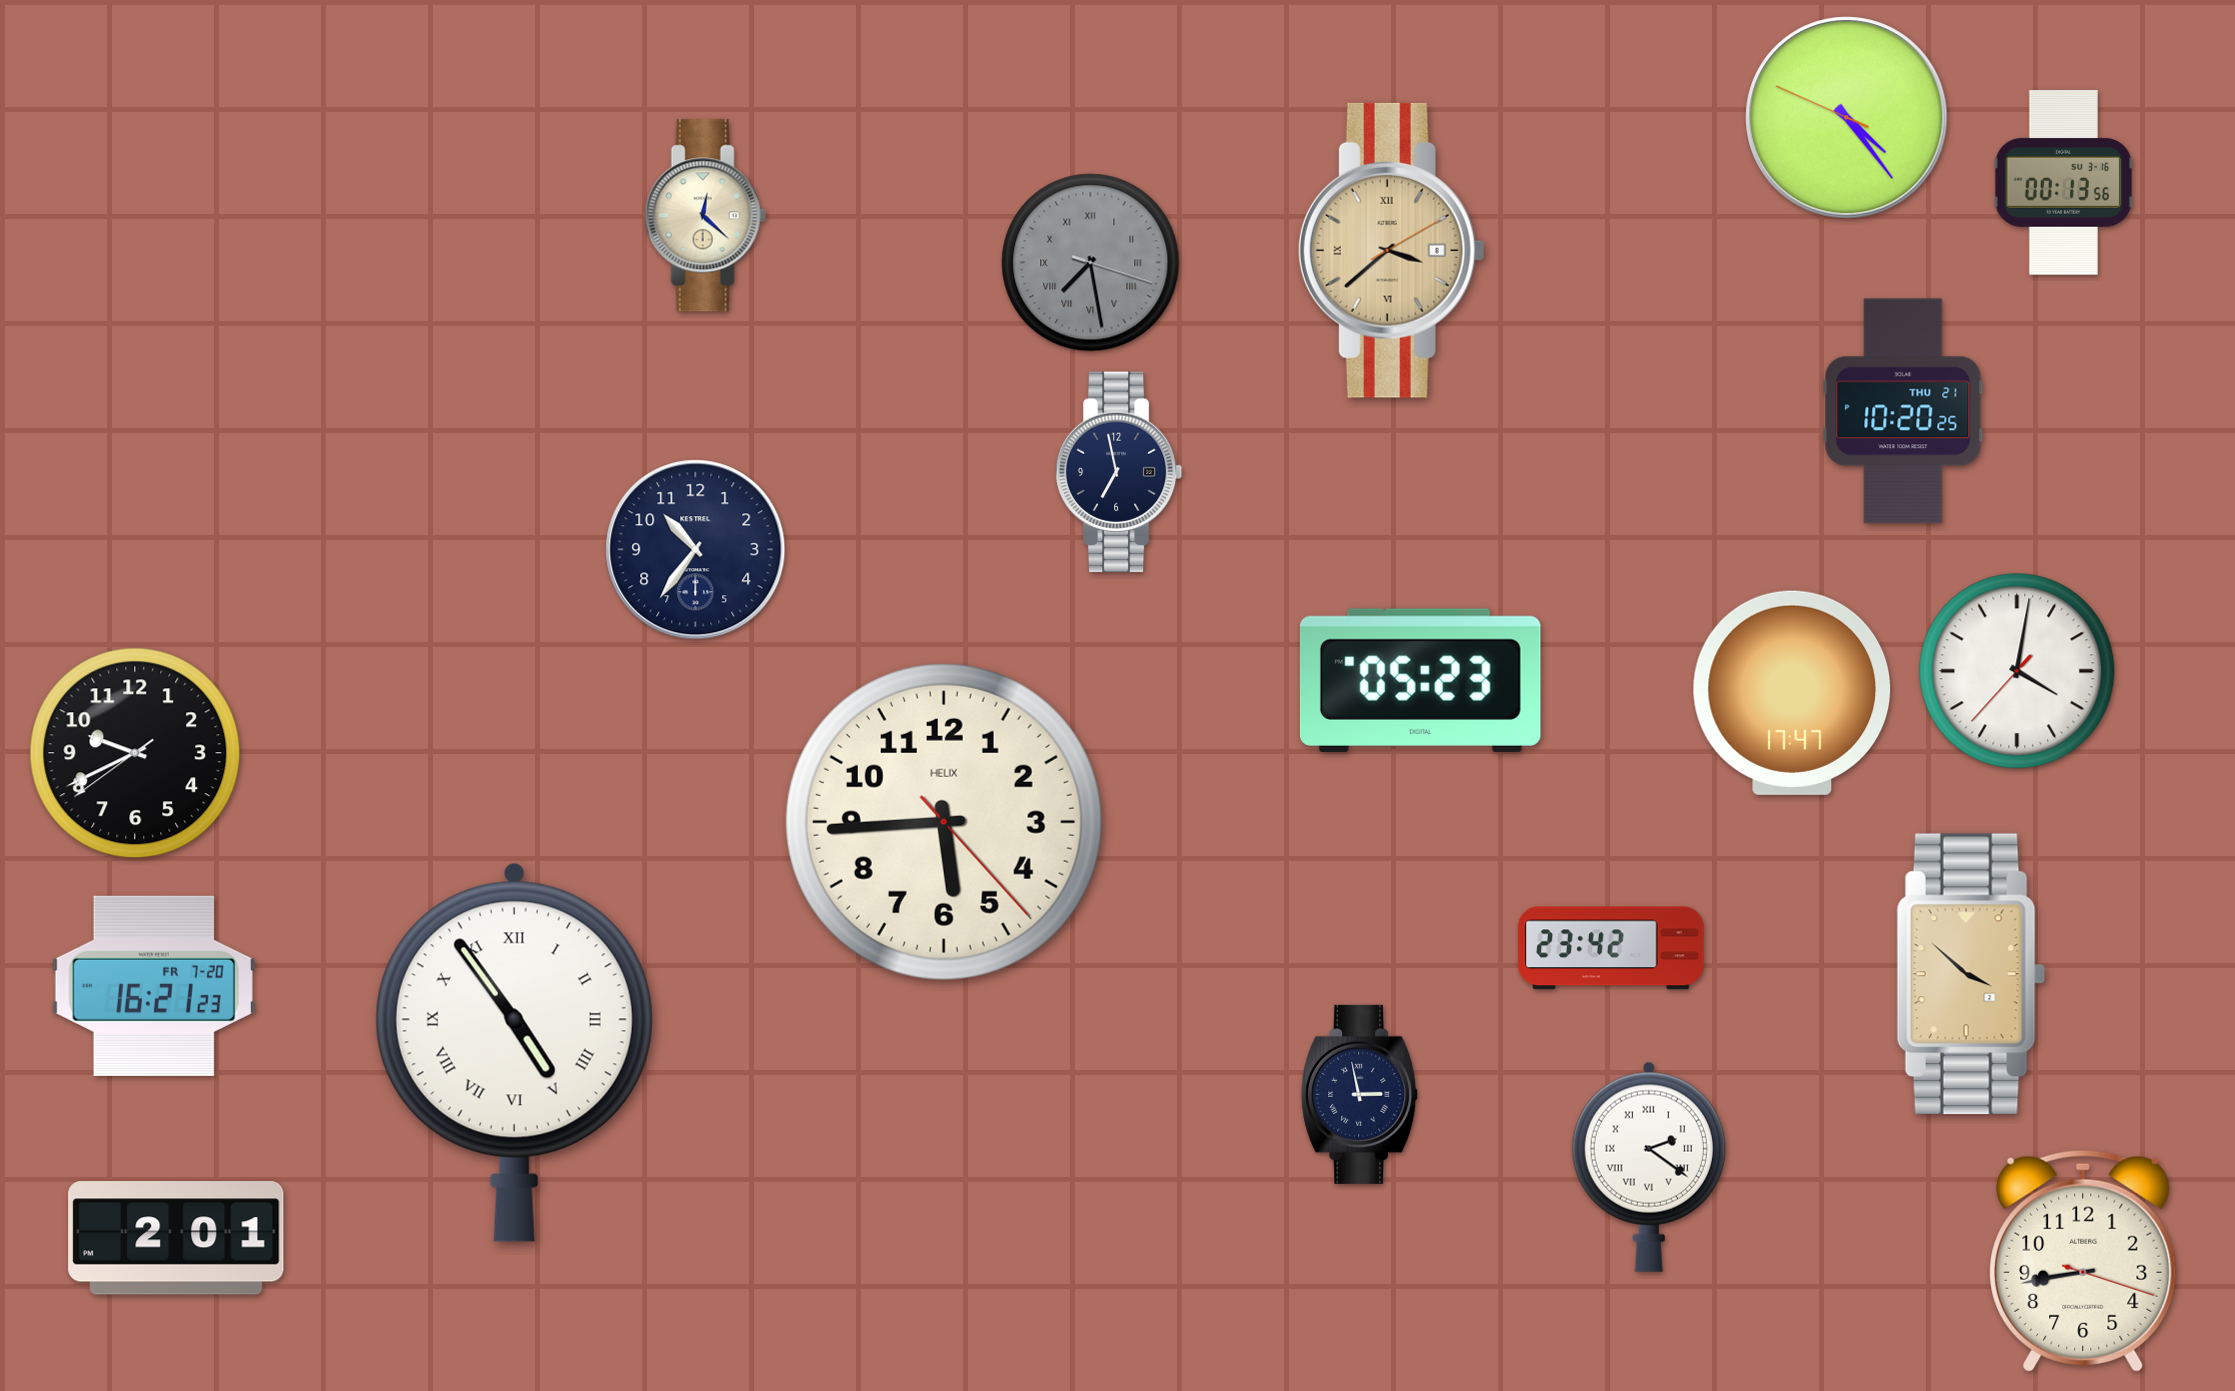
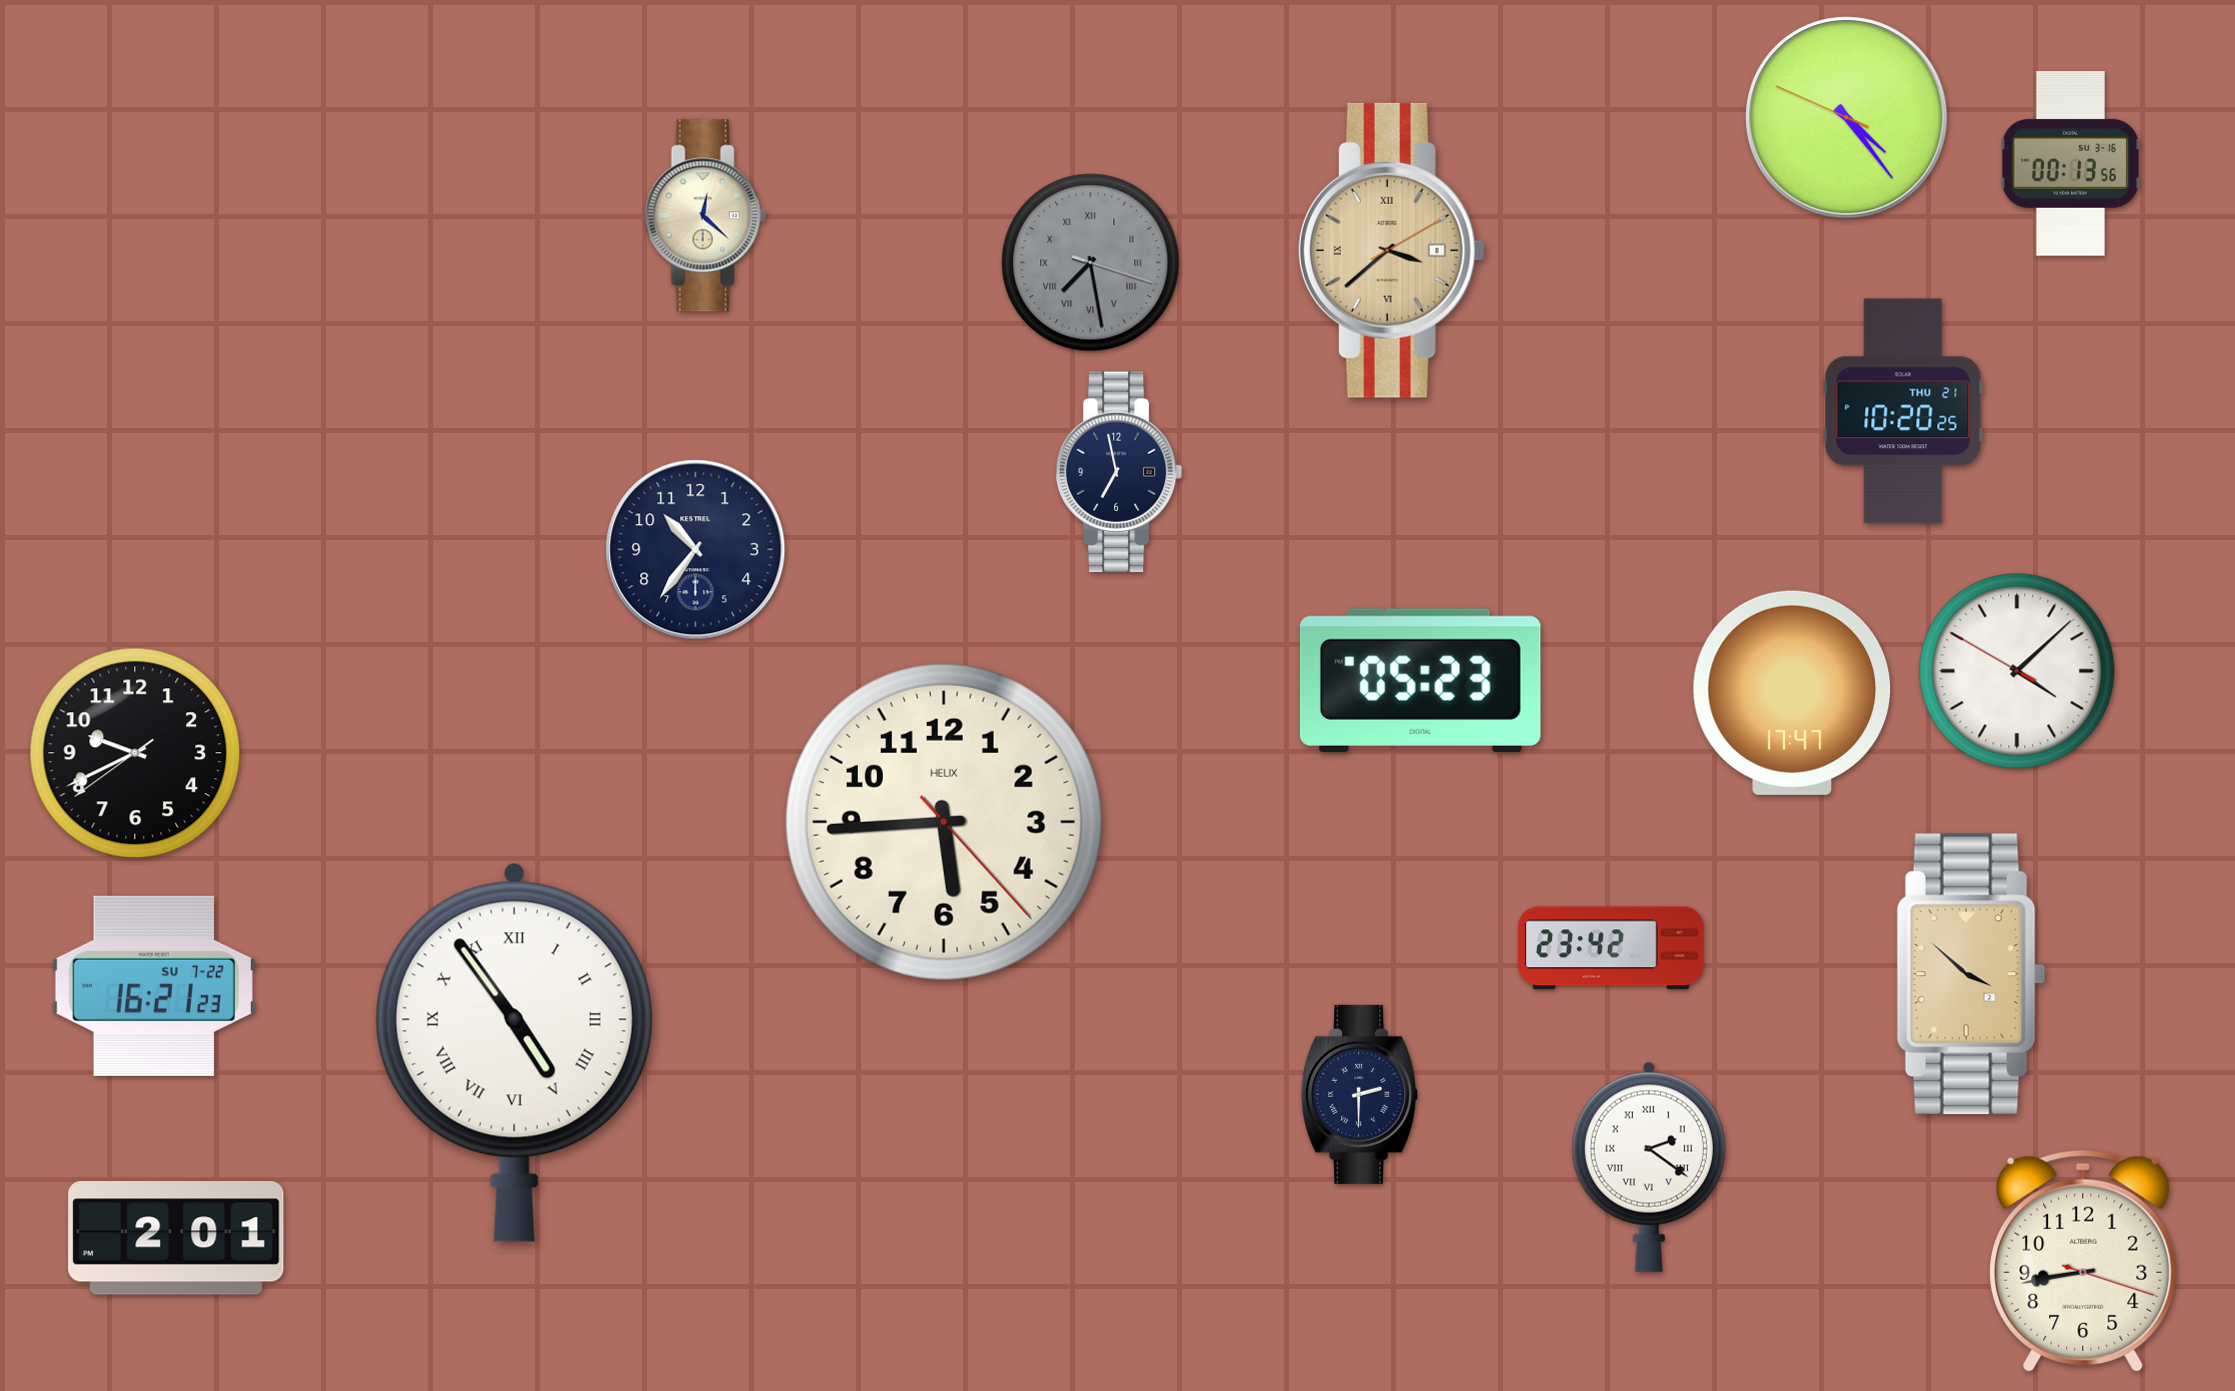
clock at (2063, 183) position: (2063, 183) -> (2070, 164)
clock at (2017, 671): 4:01 -> 4:07
clock at (154, 986) date: FR 7-20 -> SU 7-22
clock at (1360, 1094): 2:58 -> 2:30
